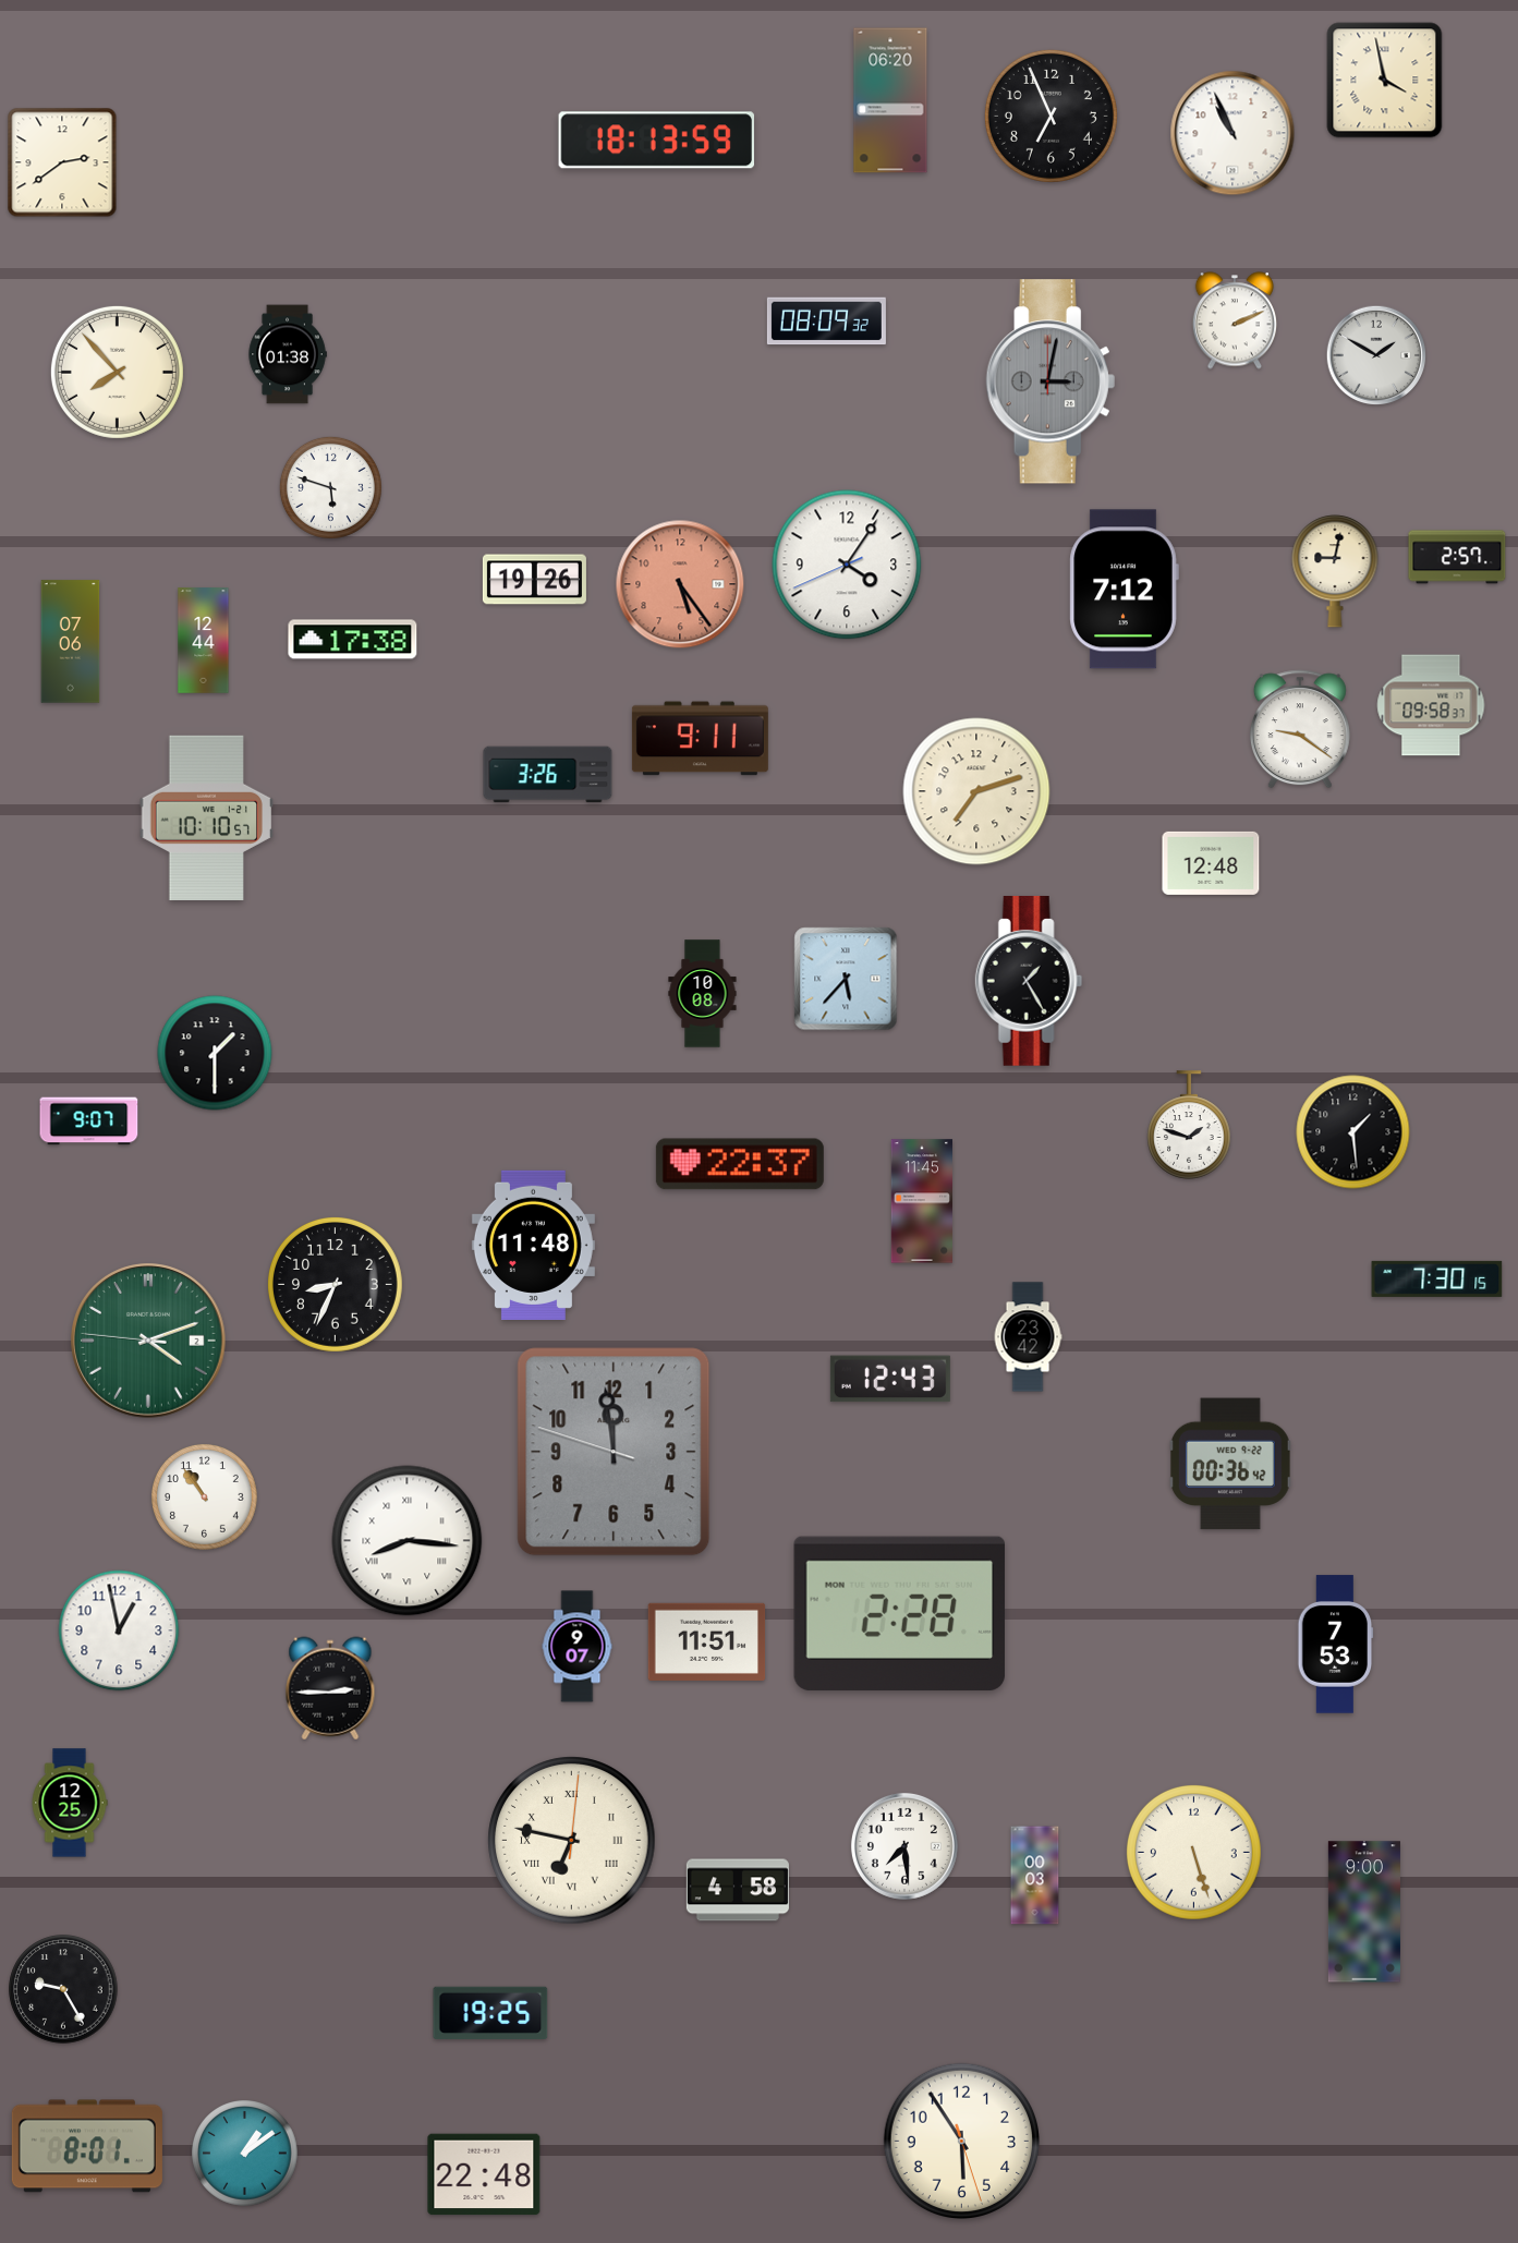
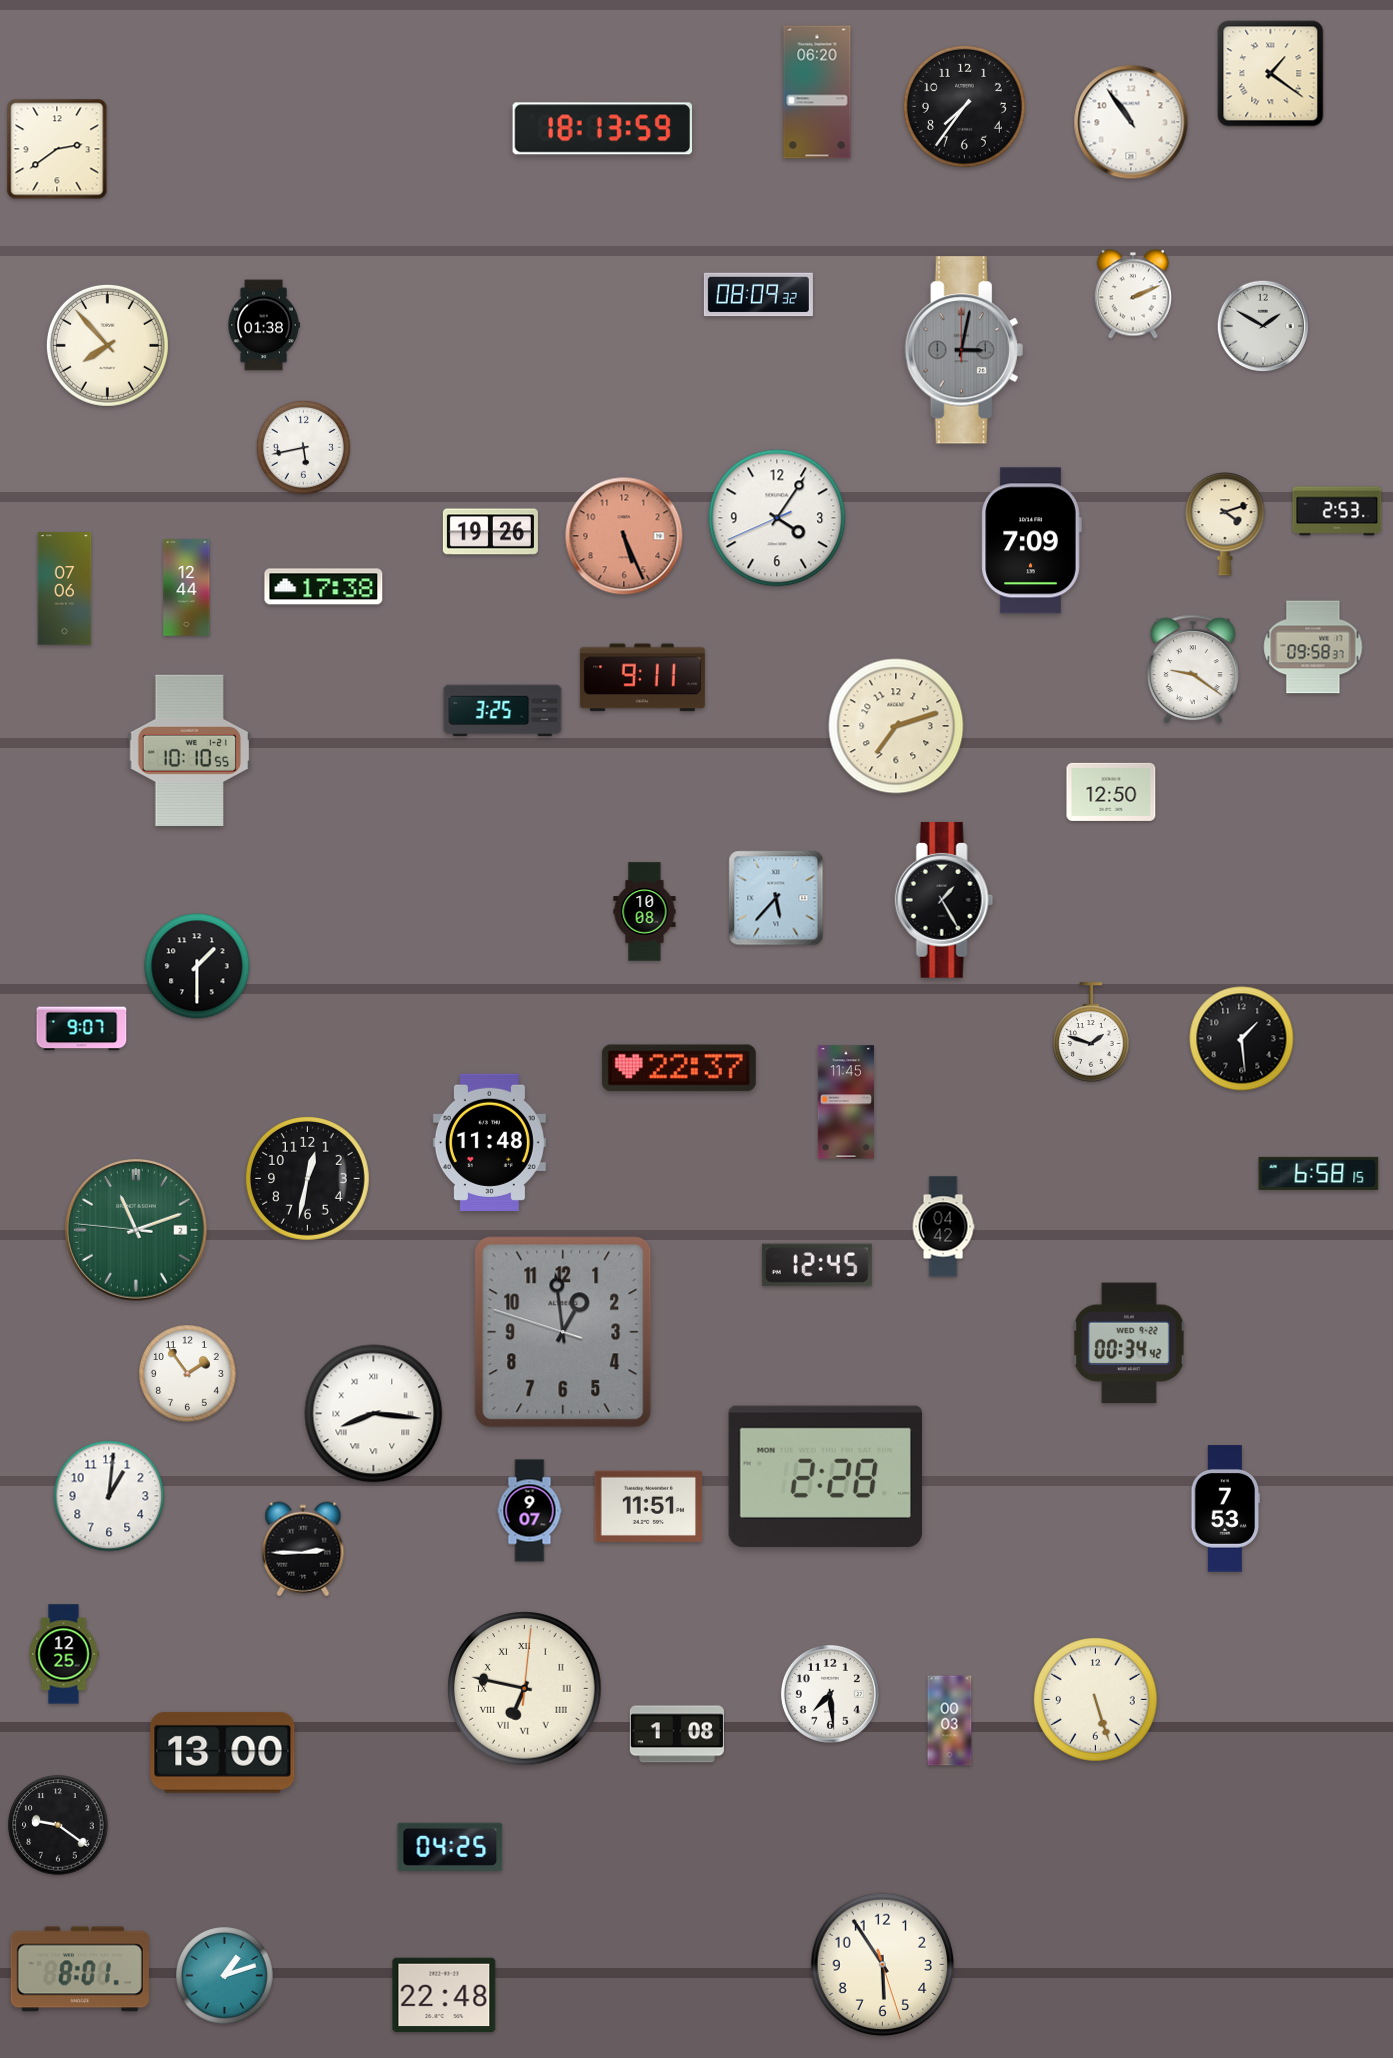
clock at (1385, 81): 3:58 -> 1:21
clock at (1051, 116): 6:56 -> 7:36
clock at (1232, 133): 10:56 -> 10:54
clock at (117, 372) position: (117, 372) -> (107, 345)
clock at (330, 487): 5:48 -> 5:43
clock at (1457, 557): 2:57 -> 2:53
clock at (1335, 571): 9:02 -> 4:12
clock at (680, 584): 5:24 -> 5:26
clock at (1124, 590): 7:12 -> 7:09
clock at (548, 775): 3:26 -> 3:25
clock at (207, 817): 10:10:57 -> 10:10:55
clock at (1211, 863): 12:48 -> 12:50
clock at (1437, 1278): 7:30 -> 6:58
clock at (335, 1284): 8:34 -> 12:32
clock at (1028, 1337): 23:42 -> 04:42
clock at (148, 1341): 4:11 -> 11:11
clock at (890, 1379): 12:43 -> 12:45
clock at (614, 1452): 11:58 -> 12:58
clock at (1230, 1464): 00:36 -> 00:34
clock at (205, 1498): 10:54 -> 1:54
clock at (900, 1614) position: (900, 1614) -> (826, 1477)
clock at (119, 1630): 12:58 -> 1:01
clock at (738, 1890): 4:58 -> 1:08
clock at (223, 1752): none -> 13:00
clock at (1364, 1912): 9:00 -> none
clock at (63, 1989): 9:25 -> 9:21
clock at (490, 2012): 19:25 -> 04:25
clock at (245, 2154): 1:09 -> 1:12
